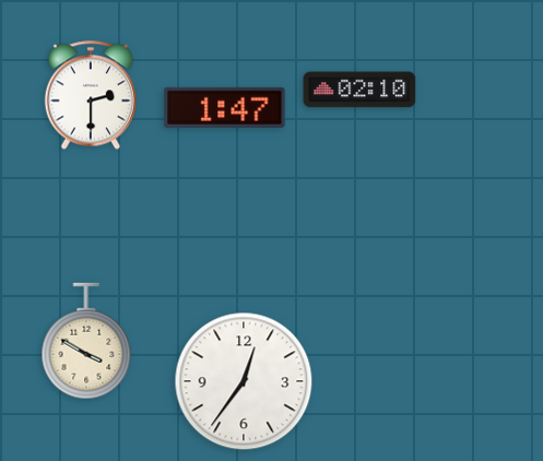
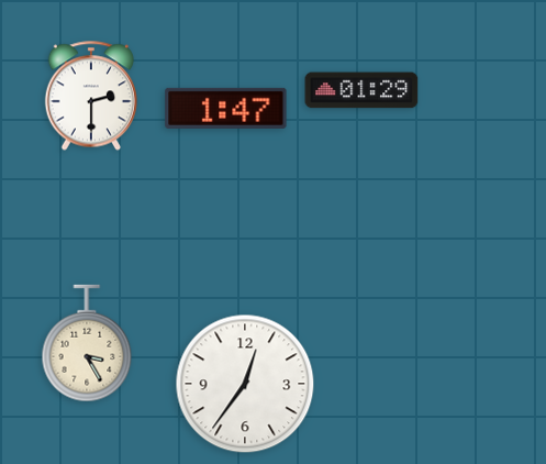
clock at (359, 90): 02:10 -> 01:29
clock at (86, 341): 3:50 -> 3:25
